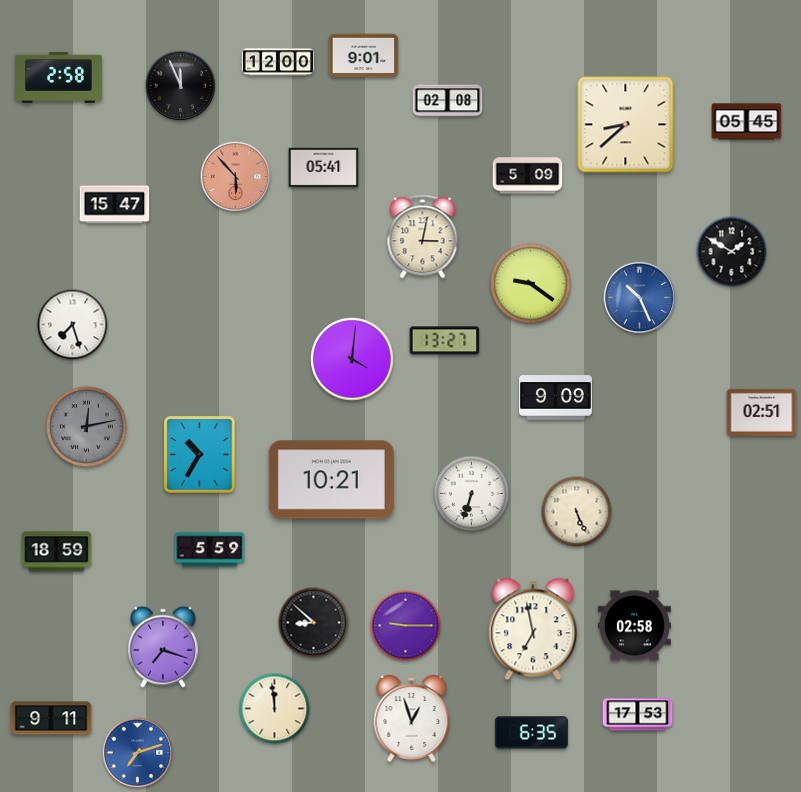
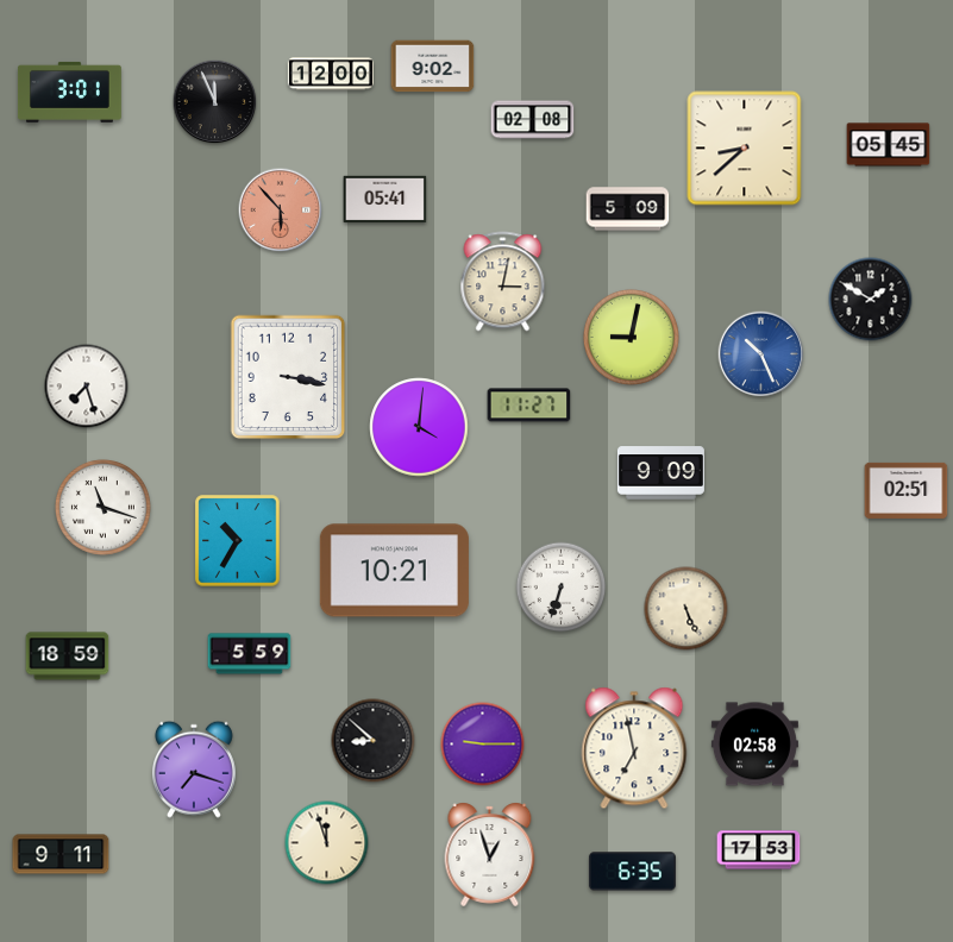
clock at (364, 56): 9:01 -> 9:02
clock at (58, 77): 2:58 -> 3:01
clock at (115, 205): 15:47 -> none
clock at (530, 283): 9:21 -> 9:02
clock at (288, 377): none -> 3:17
clock at (445, 341): 13:27 -> 11:27
clock at (86, 426): 12:13 -> 11:18
clock at (86, 426) dial: grey -> white
clock at (275, 709): 11:59 -> 11:57
clock at (138, 753): 7:12 -> none
